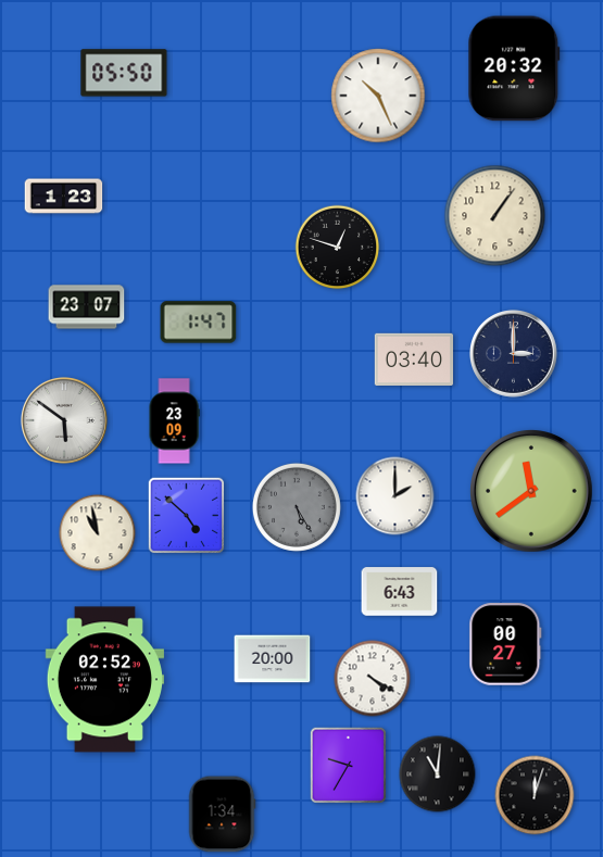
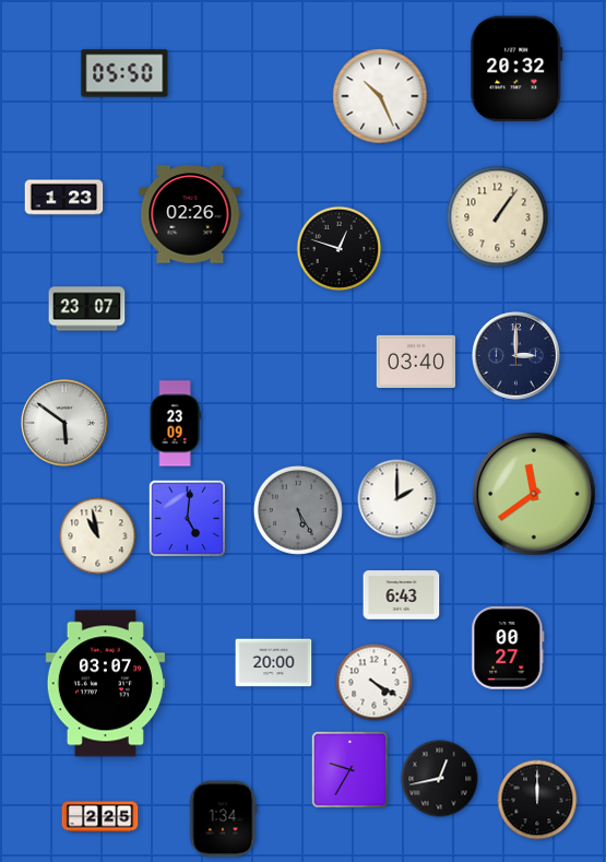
clock at (190, 214): none -> 02:26
clock at (199, 323): 1:47 -> none
clock at (186, 515): 4:52 -> 5:01
clock at (104, 680): 02:52 -> 03:07
clock at (438, 774): 11:01 -> 12:43
clock at (535, 795): 12:03 -> 12:00
clock at (100, 817): none -> 2:25
